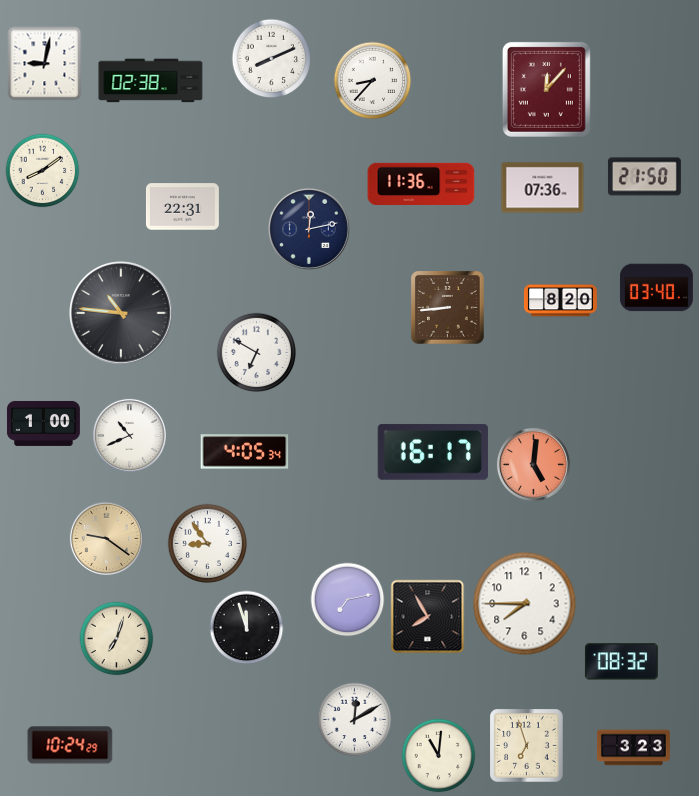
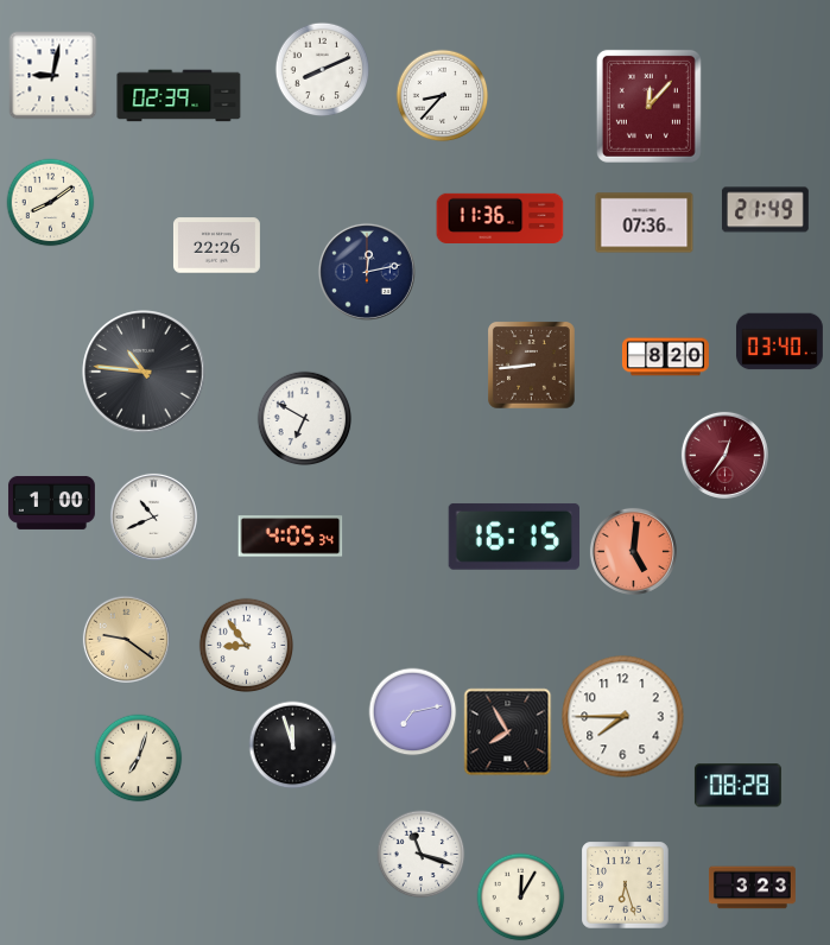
clock at (151, 81): 02:38 -> 02:39
clock at (644, 177): 21:50 -> 21:49
clock at (182, 207): 22:31 -> 22:26
clock at (724, 455): none -> 12:36
clock at (433, 452): 16:17 -> 16:15
clock at (621, 662): 08:32 -> 08:28
clock at (355, 720): 12:10 -> 11:18
clock at (70, 745): 10:24 -> none
clock at (527, 746): 6:57 -> 6:27
clock at (439, 756): 11:01 -> 12:05
